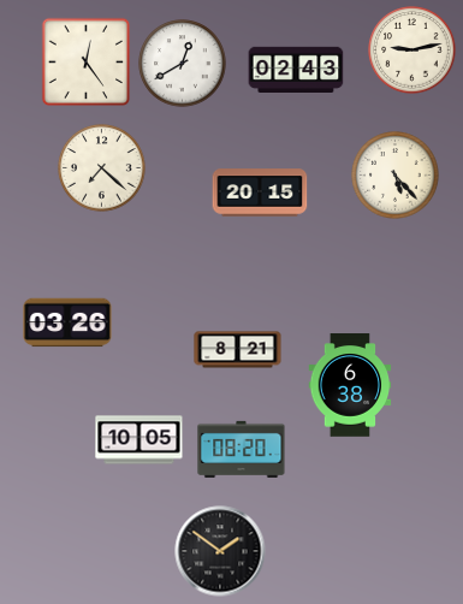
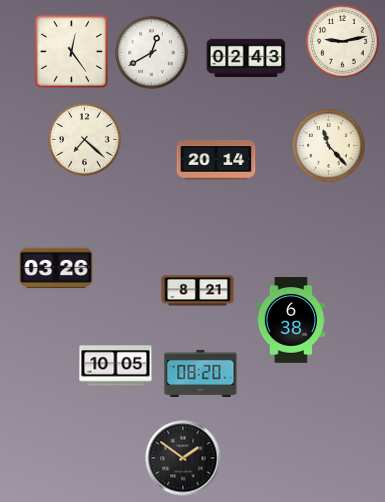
clock at (396, 176): 5:23 -> 11:23
clock at (260, 193): 20:15 -> 20:14
